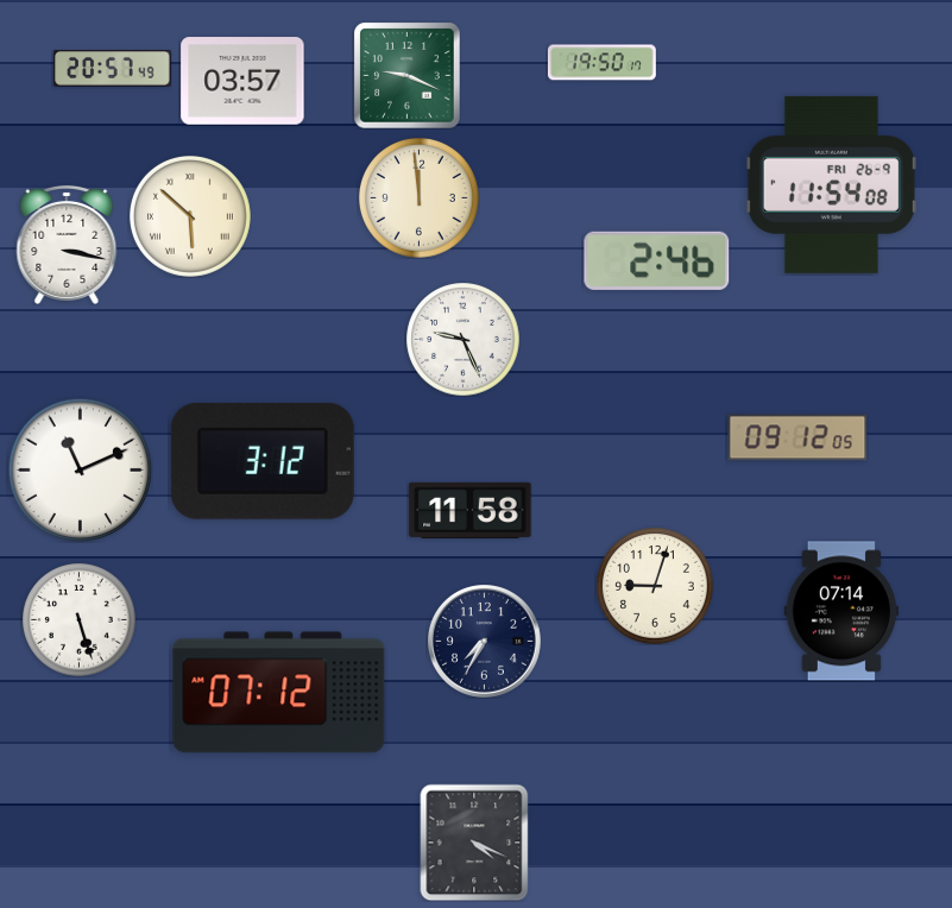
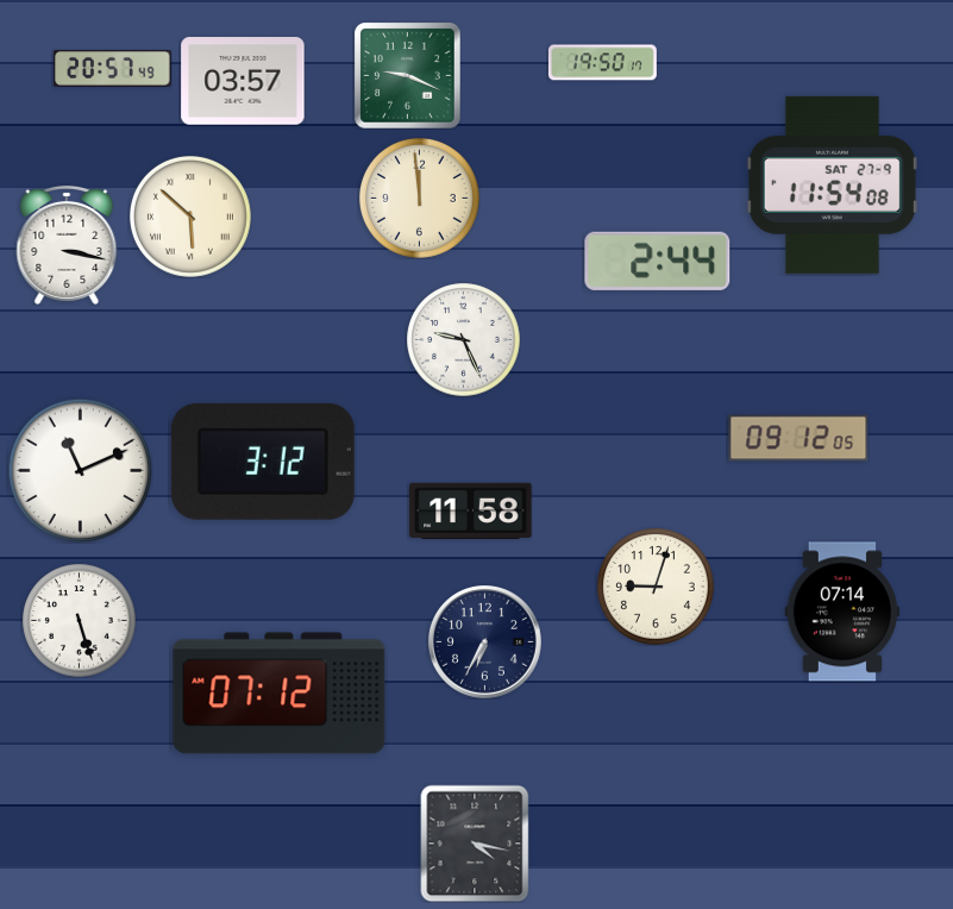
clock at (831, 184) date: FRI 26-9 -> SAT 27-9
clock at (657, 260): 2:46 -> 2:44
clock at (485, 642): 7:35 -> 6:35
clock at (474, 843): 4:19 -> 4:17
